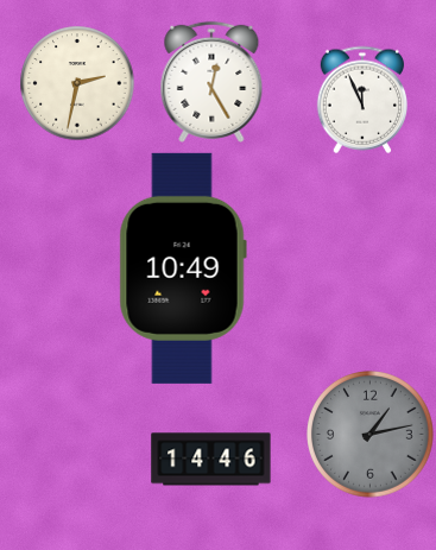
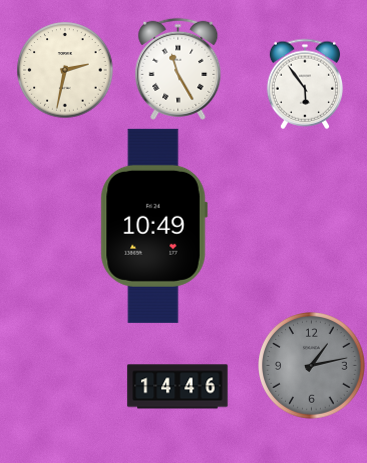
clock at (211, 82): 12:25 -> 11:25
clock at (361, 100): 11:56 -> 5:54
